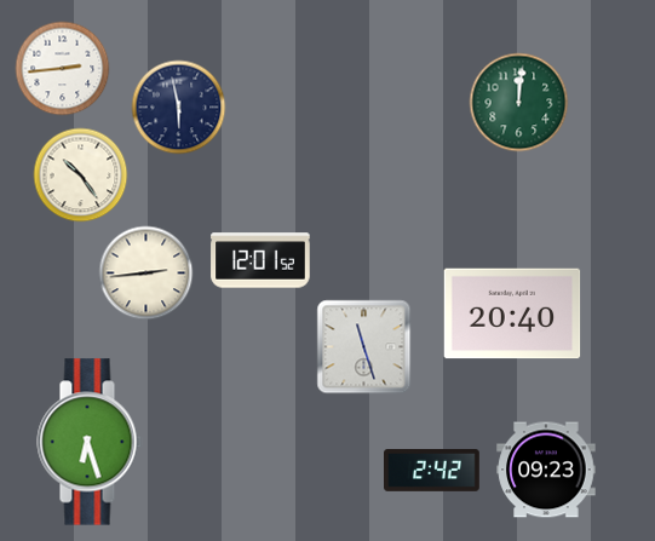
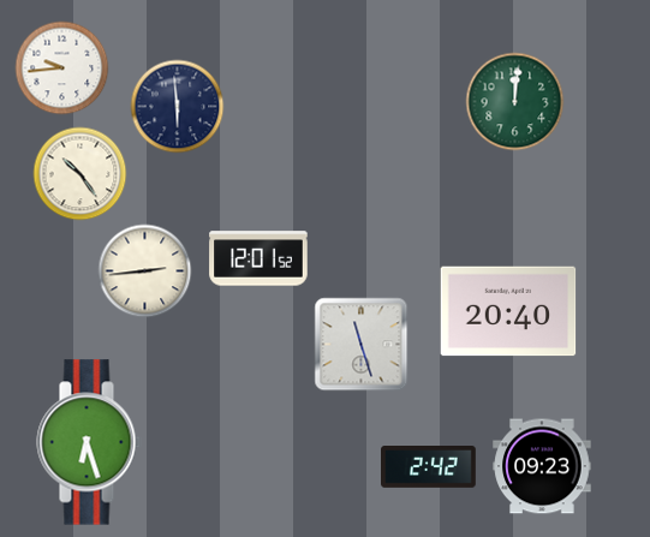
clock at (62, 68): 2:44 -> 9:44
clock at (178, 107): 5:58 -> 5:59
clock at (90, 442) position: (90, 442) -> (89, 442)
